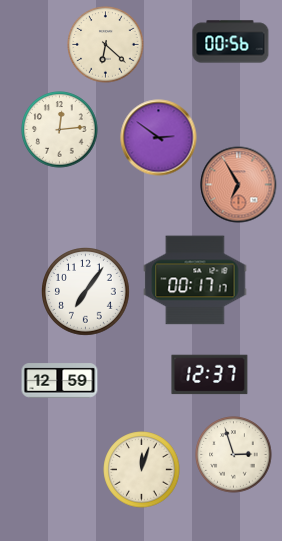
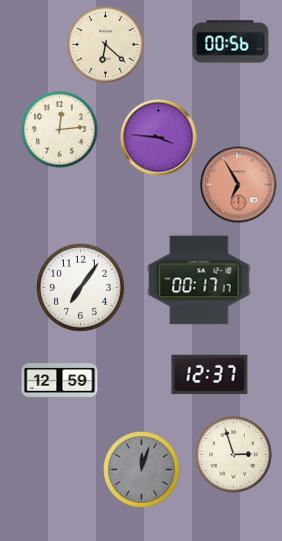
clock at (159, 138): 2:51 -> 3:46
clock at (195, 280) position: (195, 280) -> (199, 280)
clock at (86, 292) position: (86, 292) -> (81, 288)
clock at (142, 470) dial: cream -> grey
